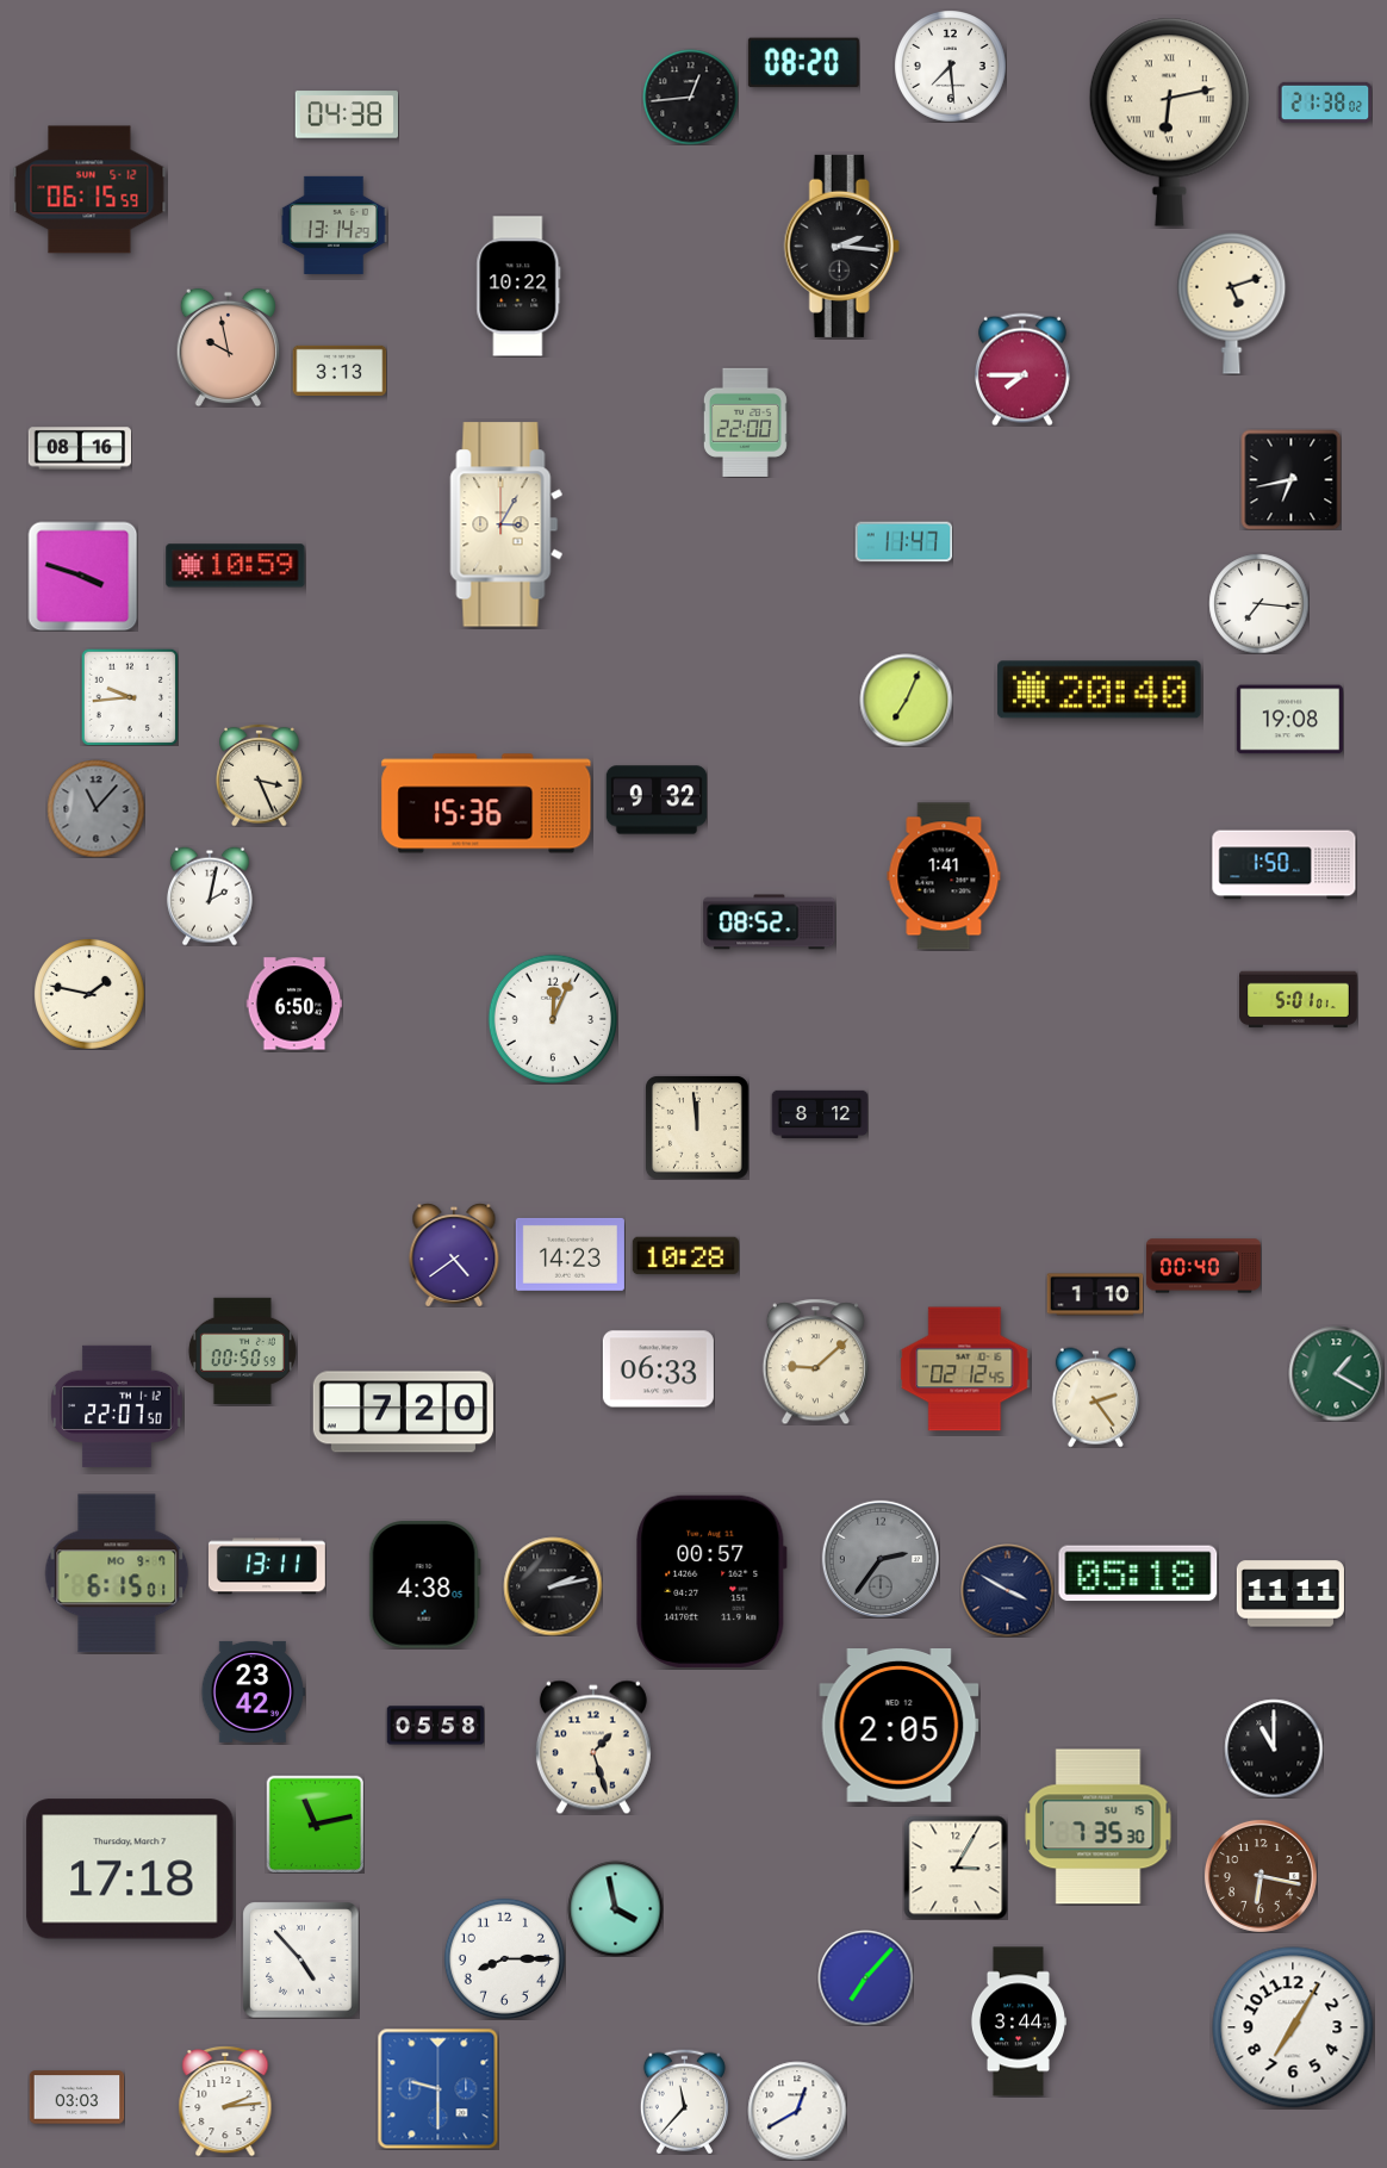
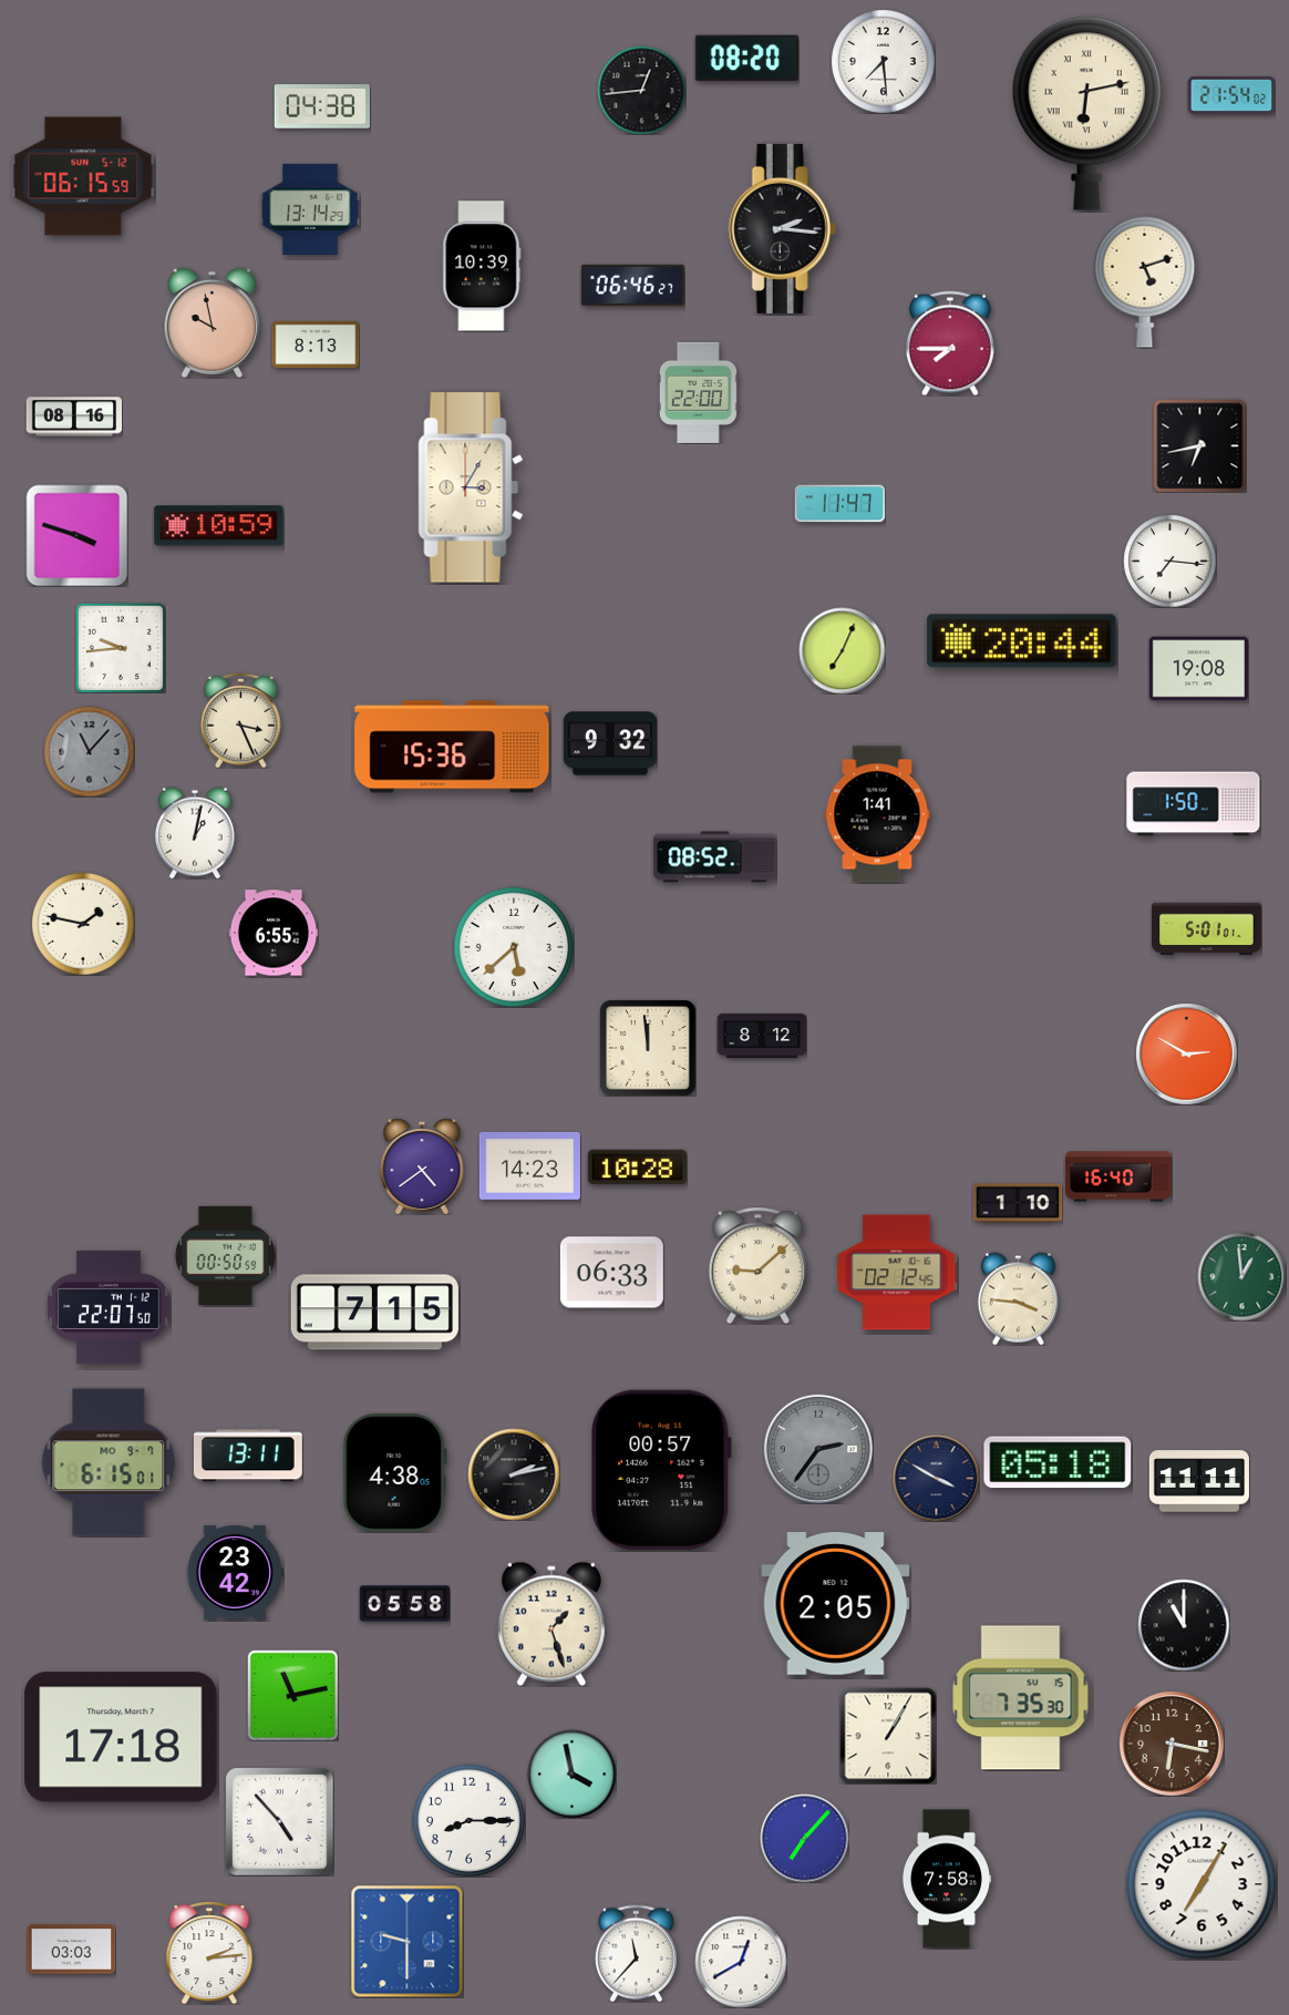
clock at (1325, 103): 21:38 -> 21:54
clock at (518, 286): 10:22 -> 10:39
clock at (632, 285): none -> 06:46
clock at (340, 369): 3:13 -> 8:13
clock at (745, 422) position: (745, 422) -> (698, 392)
clock at (1100, 690): 20:40 -> 20:44
clock at (210, 896): 2:02 -> 1:02
clock at (294, 1004): 6:50 -> 6:55
clock at (552, 1018): 12:04 -> 5:38
clock at (1187, 1055): none -> 2:50
clock at (1203, 1266): 00:40 -> 16:40
clock at (1336, 1373): 1:20 -> 12:59
clock at (1095, 1397): 2:24 -> 3:46
clock at (403, 1412): 7:20 -> 7:15
clock at (956, 1868): 3:05 -> 1:05
clock at (1018, 2021): 3:44 -> 7:58
